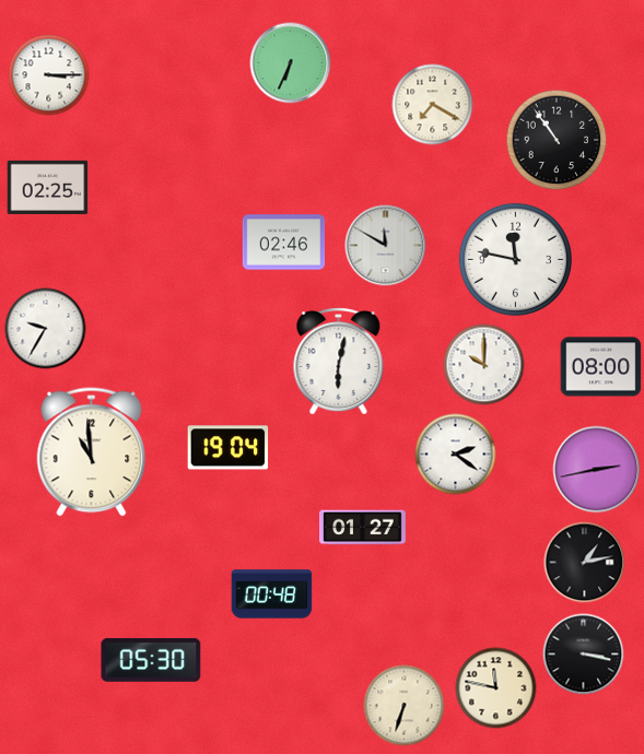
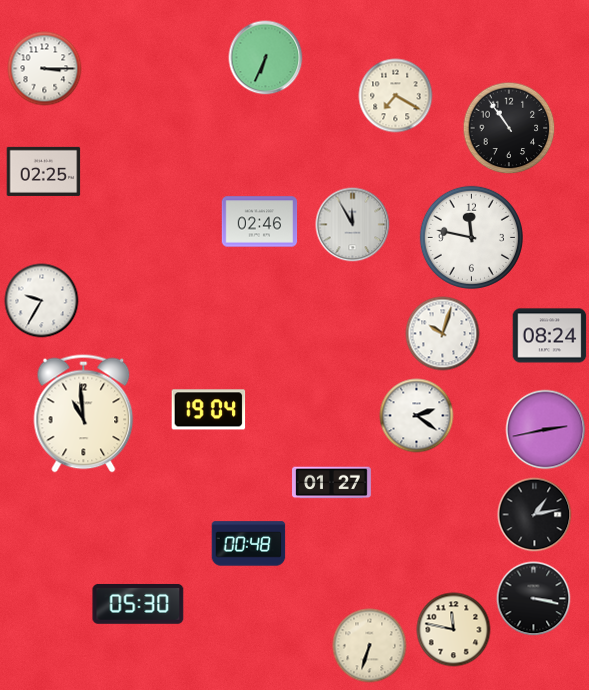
clock at (386, 246): 11:50 -> 11:55
clock at (339, 362): 6:02 -> none
clock at (484, 365): 10:00 -> 10:03
clock at (601, 367): 08:00 -> 08:24
